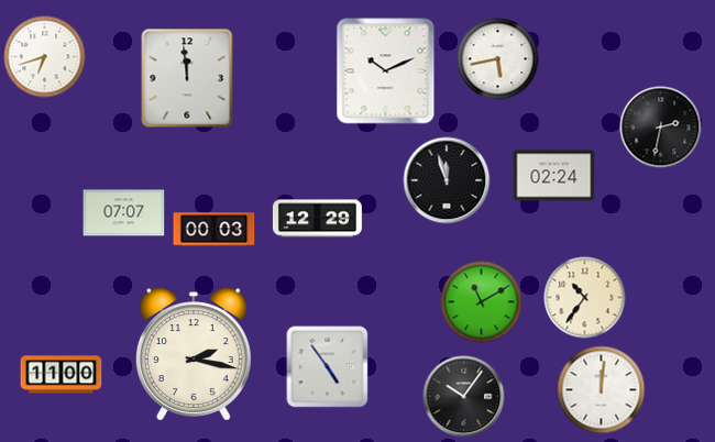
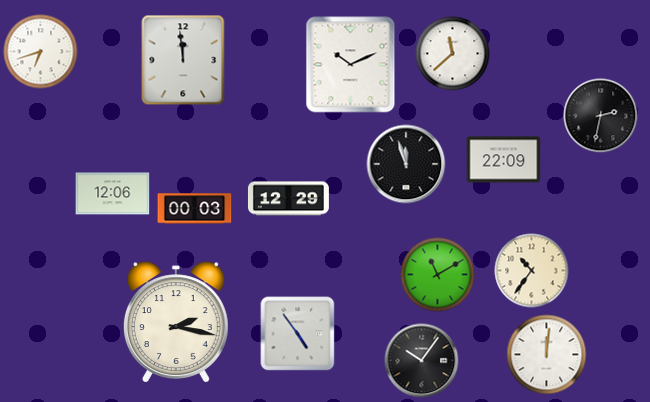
clock at (498, 59): 5:43 -> 11:38
clock at (187, 78) position: (187, 78) -> (183, 60)
clock at (554, 176): 02:24 -> 22:09
clock at (124, 213): 07:07 -> 12:06
clock at (62, 375): 11:00 -> none
